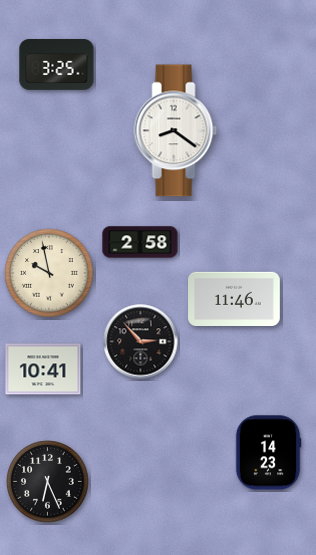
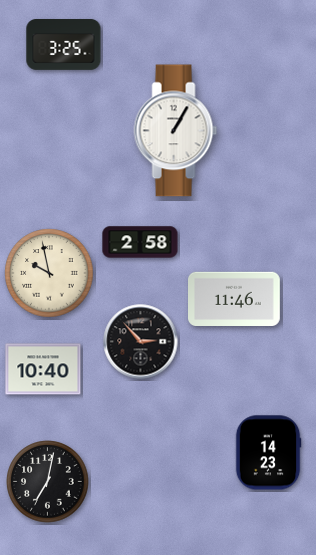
clock at (57, 65) position: (57, 65) -> (64, 45)
clock at (176, 131): 8:21 -> 1:05
clock at (43, 369): 10:41 -> 10:40
clock at (48, 482): 6:26 -> 7:02
